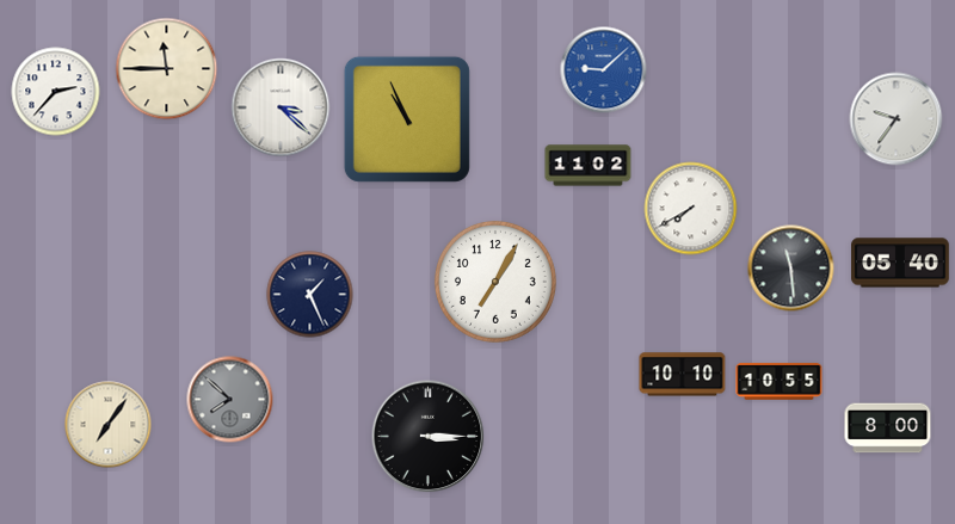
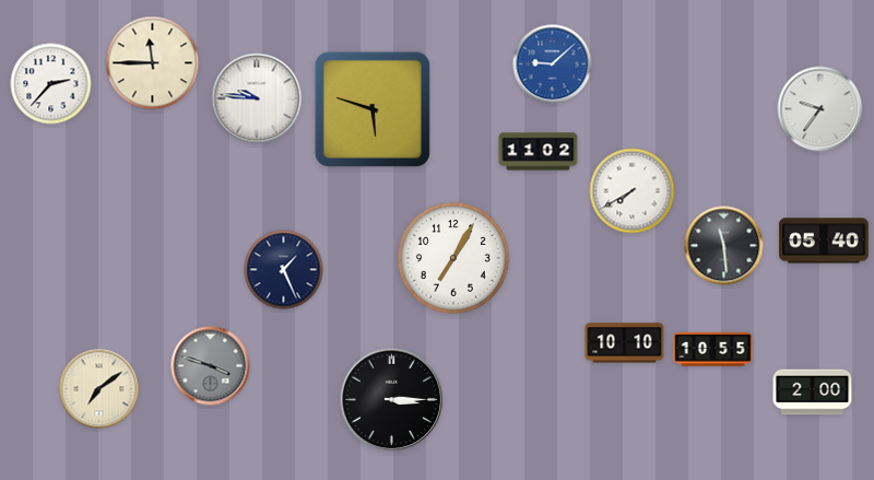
clock at (281, 107): 3:22 -> 9:46
clock at (407, 119): 10:56 -> 5:48
clock at (230, 400): 7:52 -> 3:48
clock at (109, 425): 7:06 -> 7:09
clock at (888, 429): 8:00 -> 2:00
